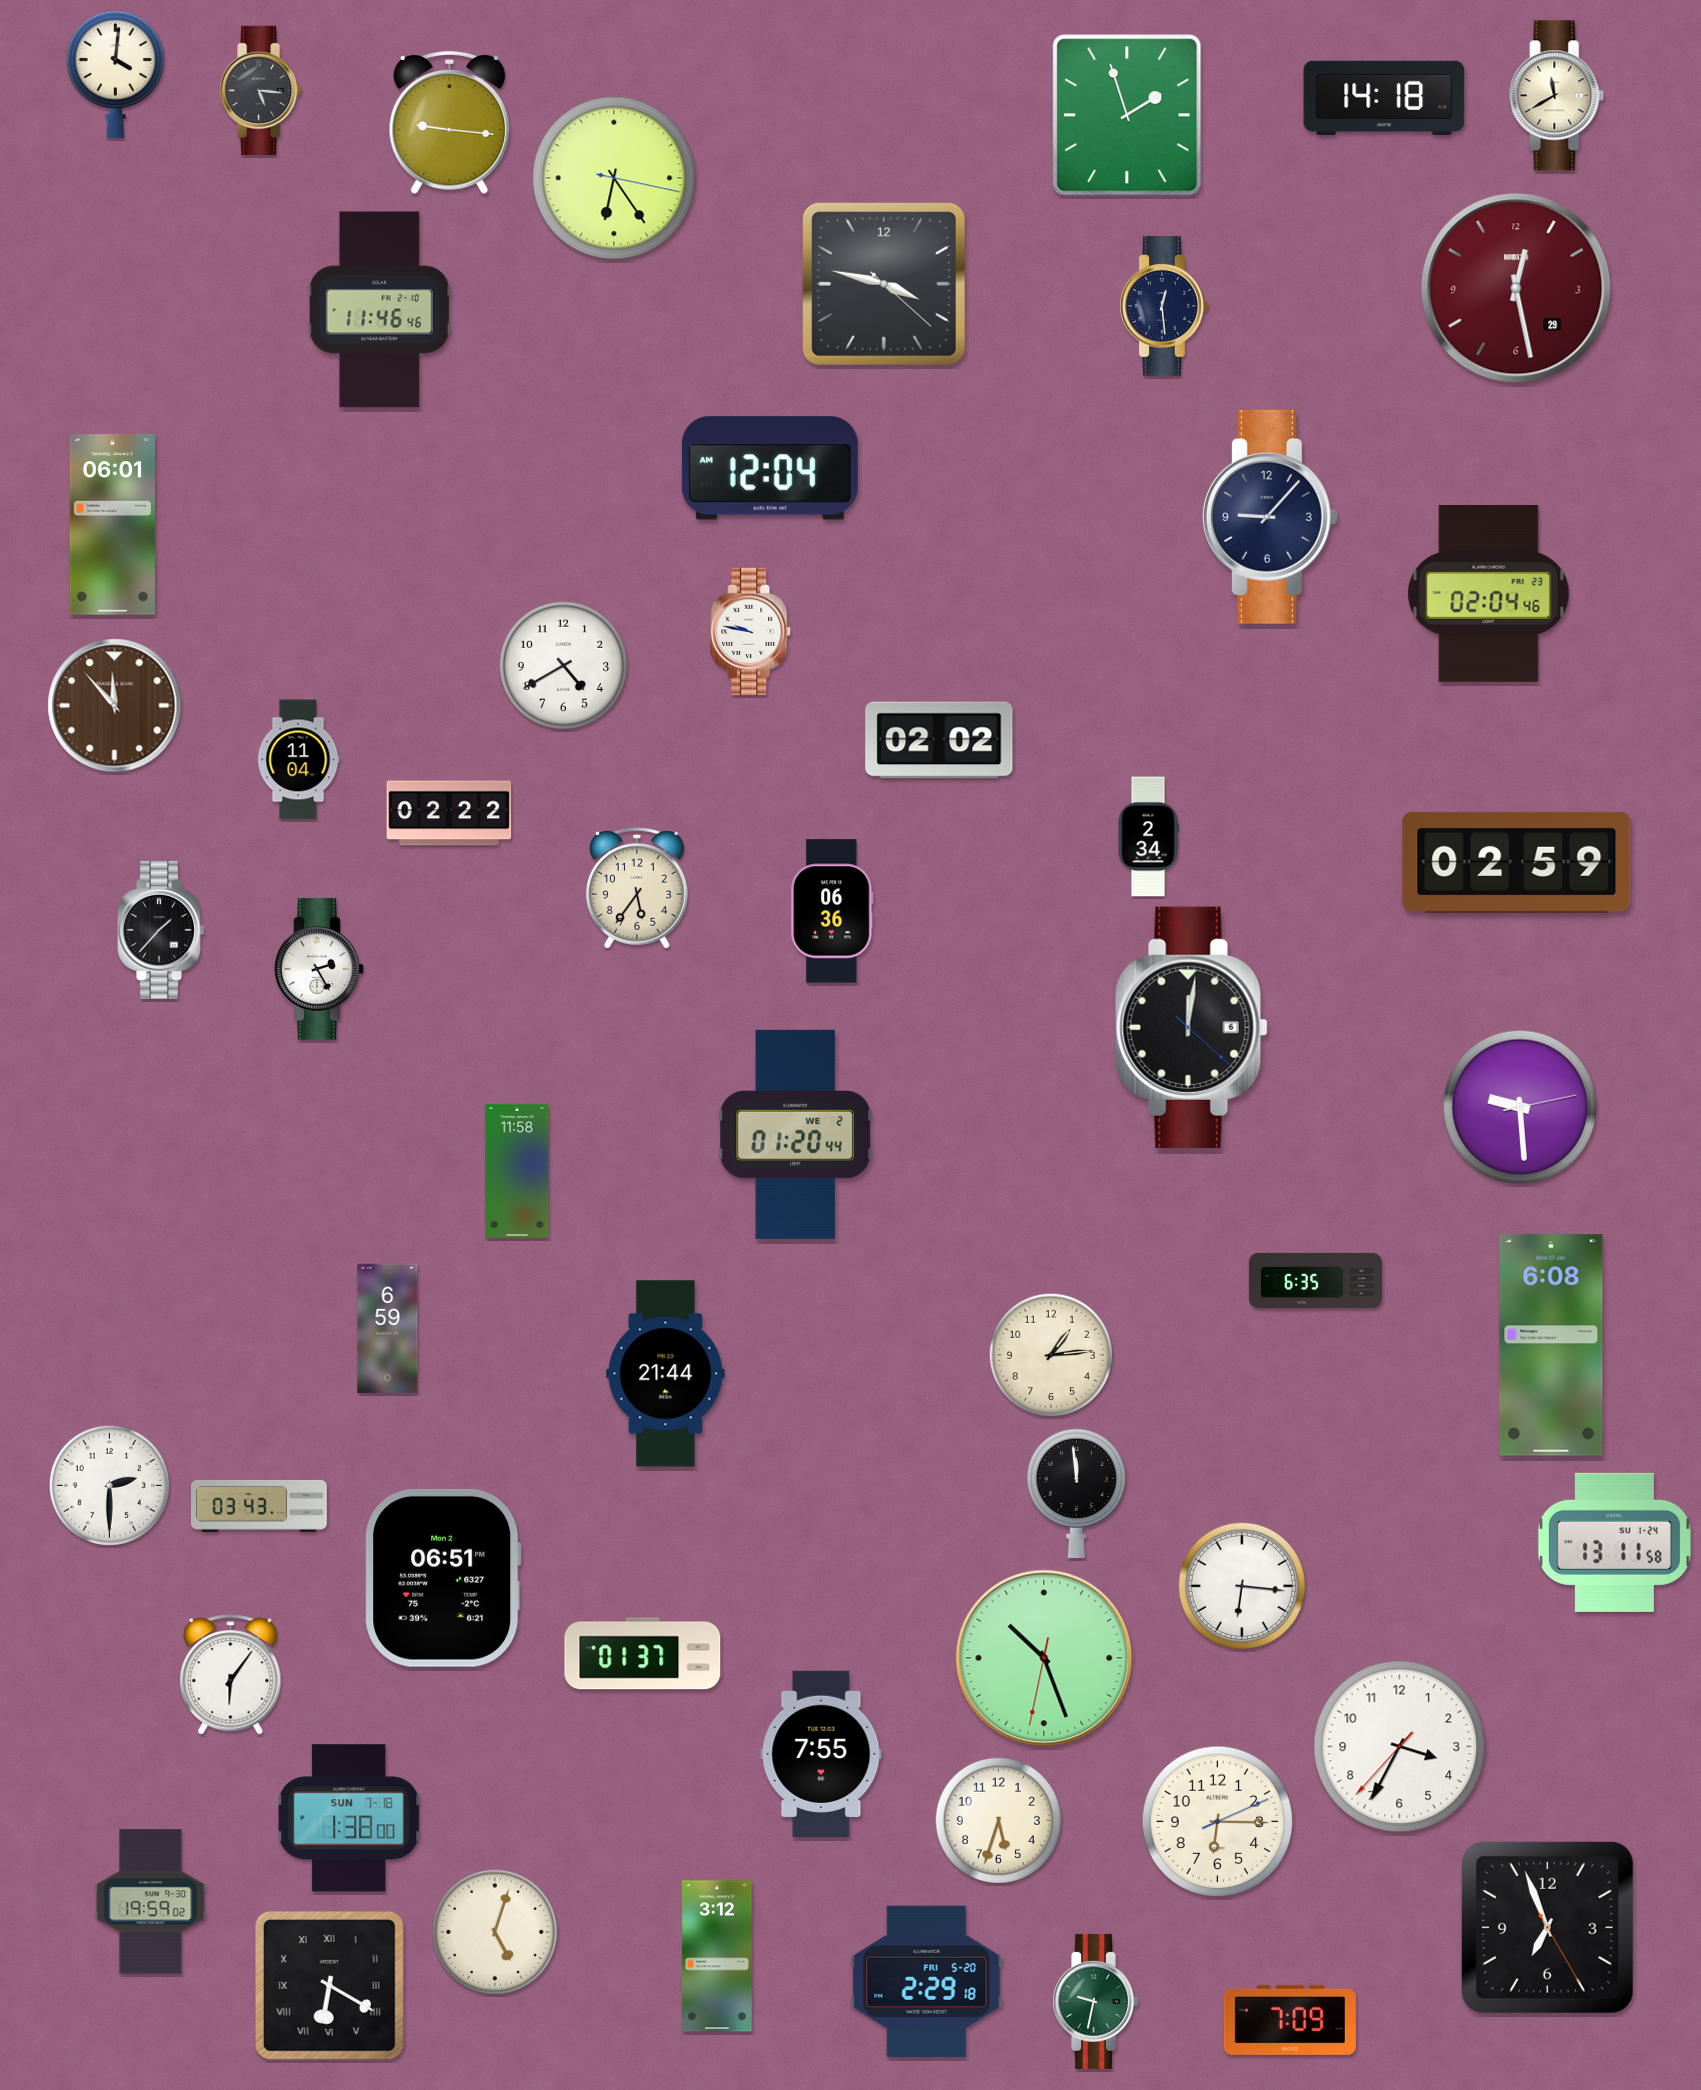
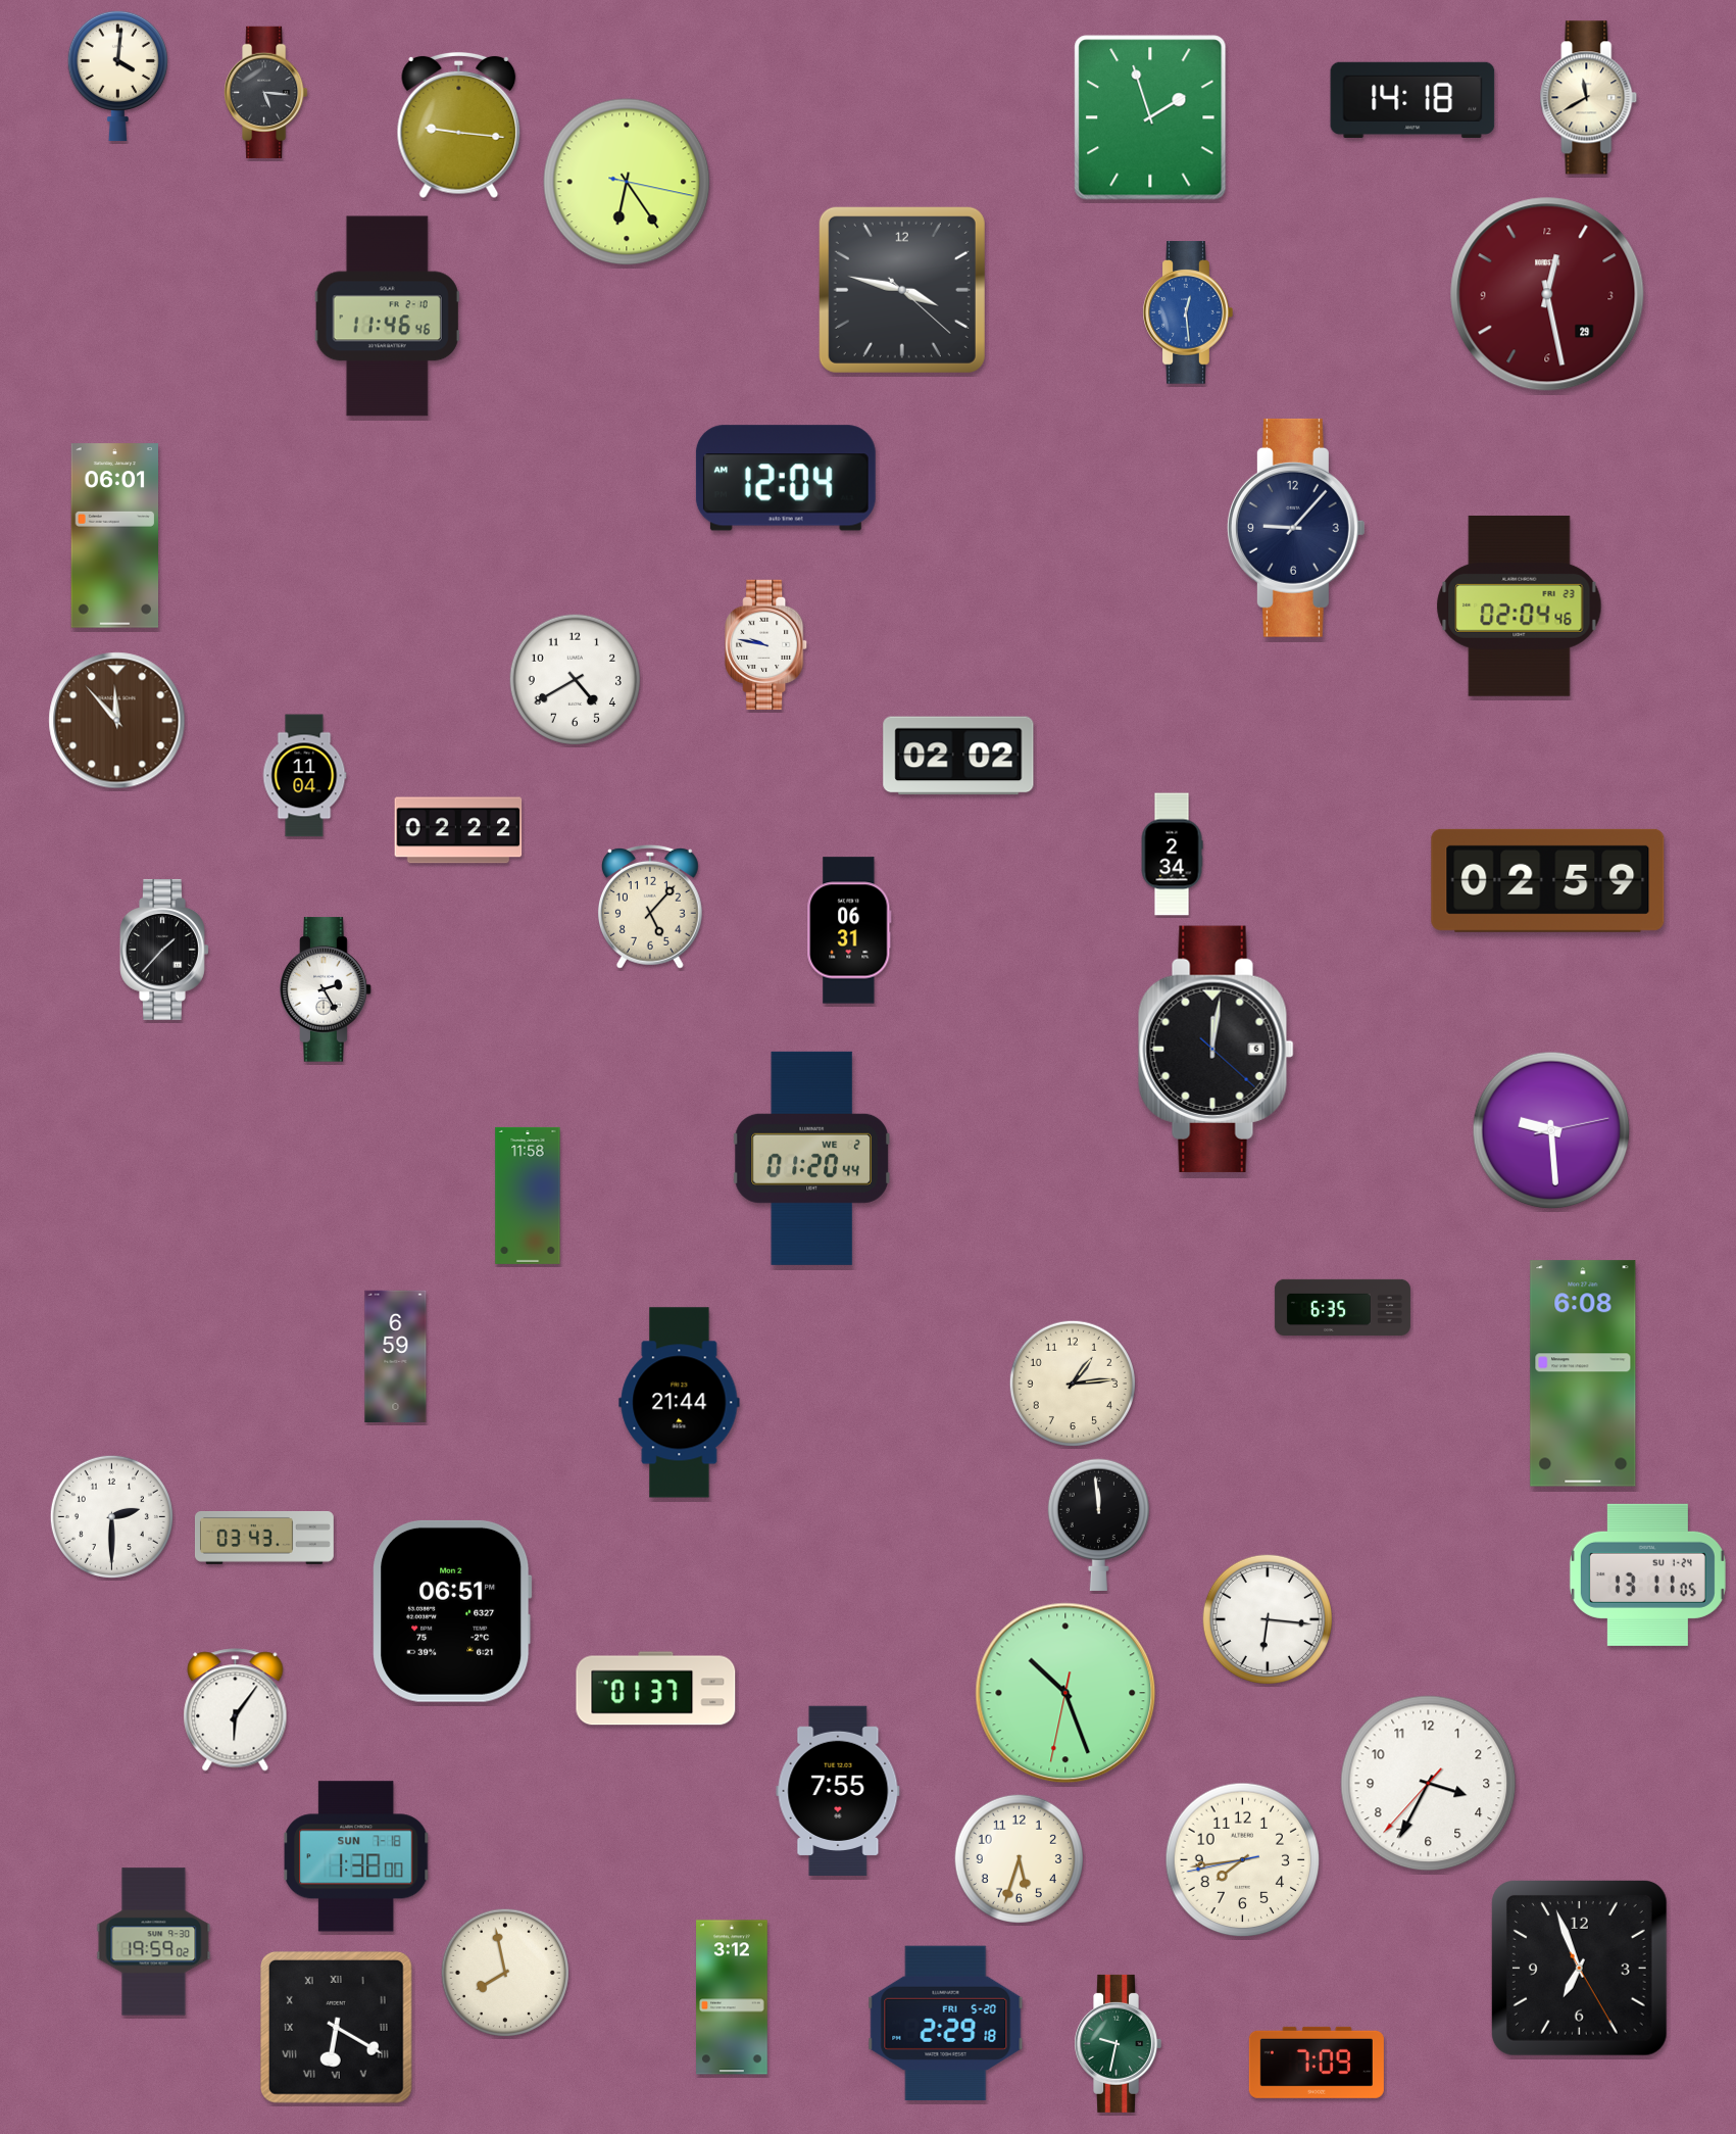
clock at (1164, 306) dial: navy -> blue
clock at (637, 888): 5:36 -> 5:07
clock at (832, 911): 06:36 -> 06:31
clock at (1614, 1542): 13:11:58 -> 13:11:05
clock at (1218, 1822): 6:15 -> 7:43
clock at (495, 1932): 5:03 -> 7:58
